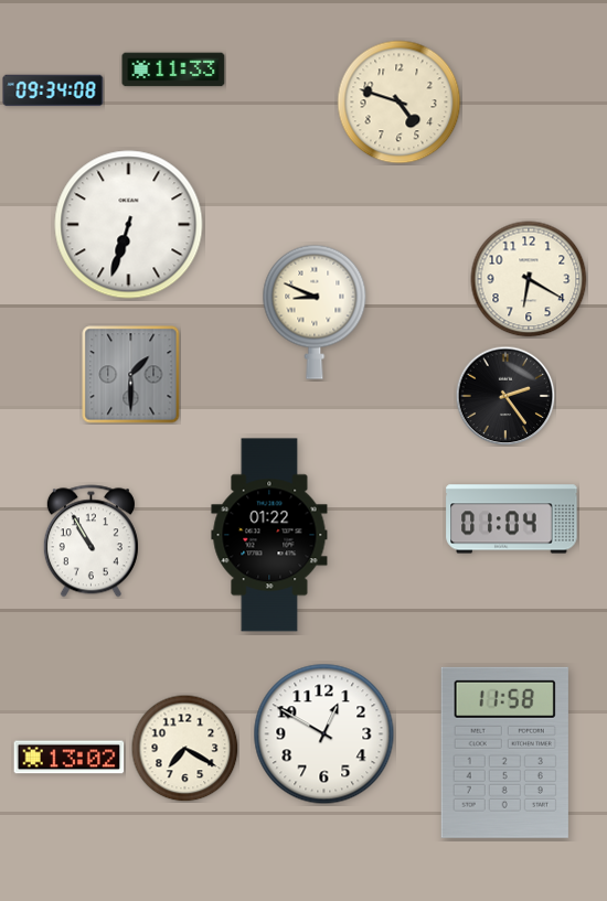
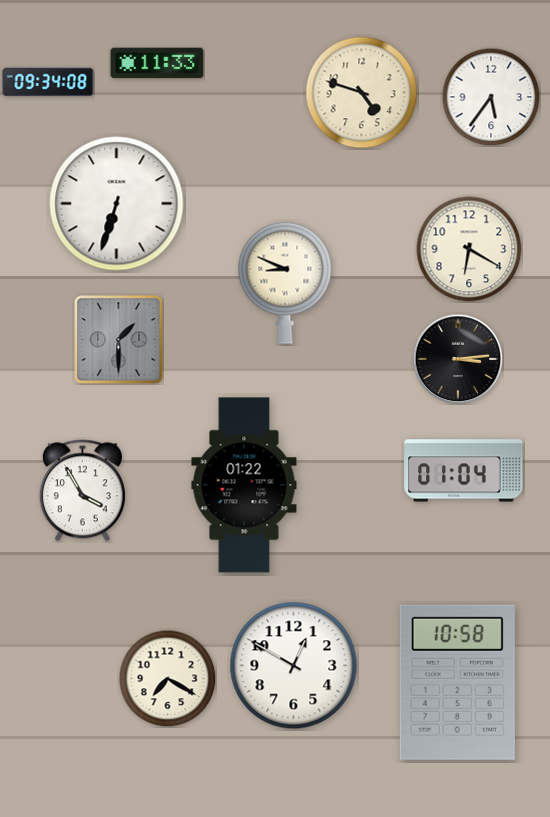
clock at (491, 97): none -> 5:36
clock at (529, 279) position: (529, 279) -> (469, 249)
clock at (505, 396): 2:24 -> 3:14
clock at (90, 541): 10:55 -> 3:55
clock at (504, 752): 11:58 -> 10:58
clock at (70, 758): 13:02 -> none
